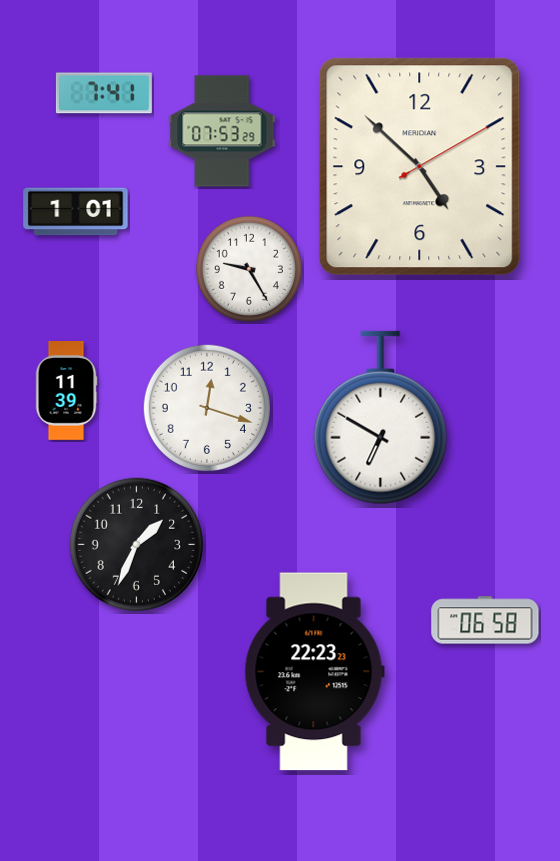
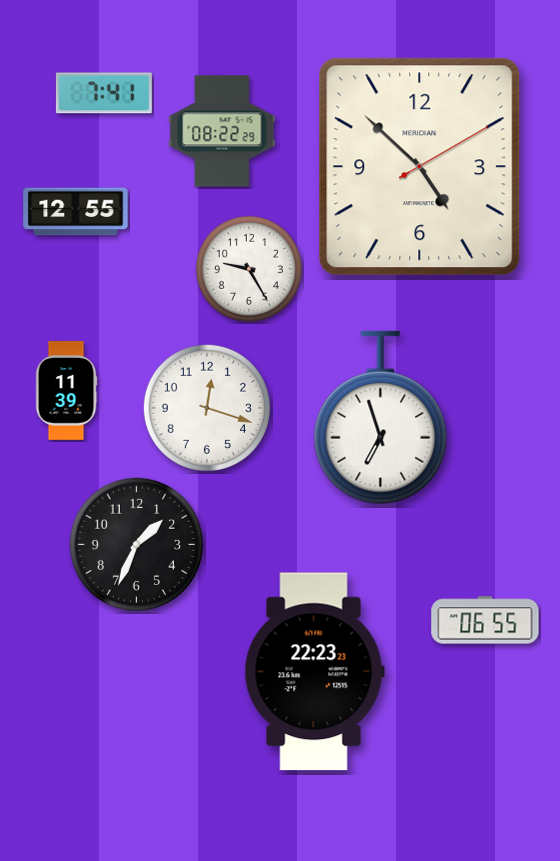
clock at (222, 131): 07:53 -> 08:22
clock at (76, 212): 1:01 -> 12:55
clock at (381, 418): 6:50 -> 6:57
clock at (485, 620): 06:58 -> 06:55
